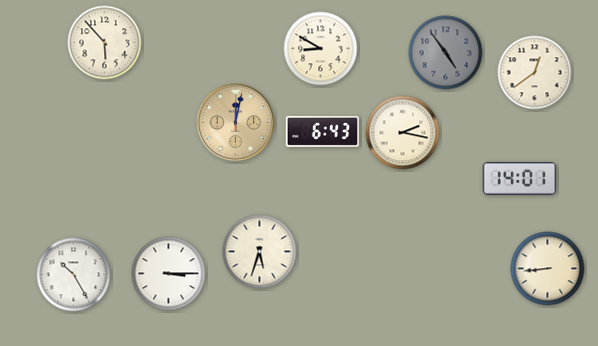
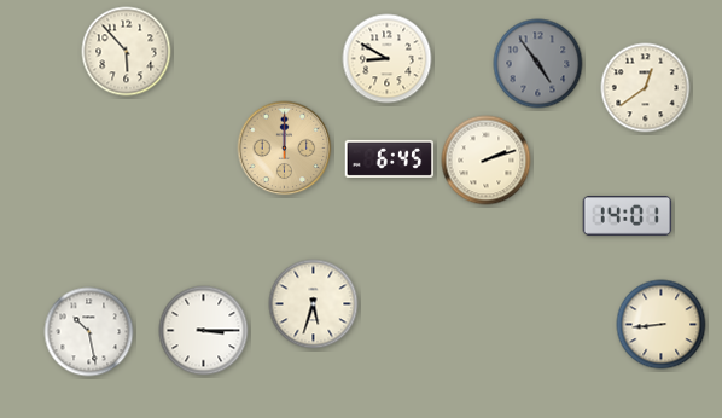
clock at (236, 123): 12:02 -> 12:00
clock at (323, 131): 6:43 -> 6:45
clock at (403, 133): 2:17 -> 2:12
clock at (74, 275): 10:25 -> 10:28
